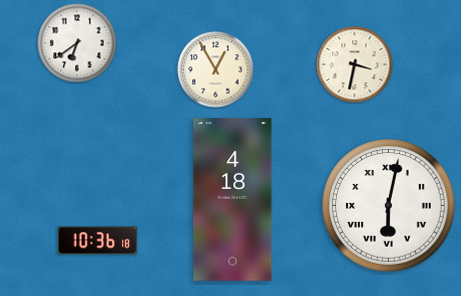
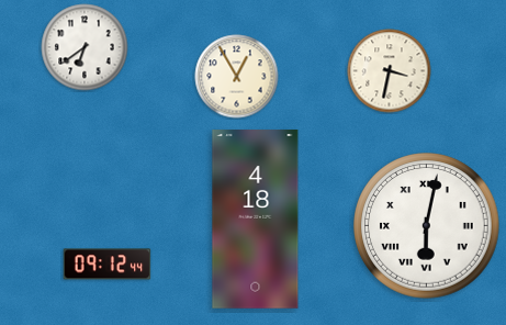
clock at (98, 241): 10:36 -> 09:12
